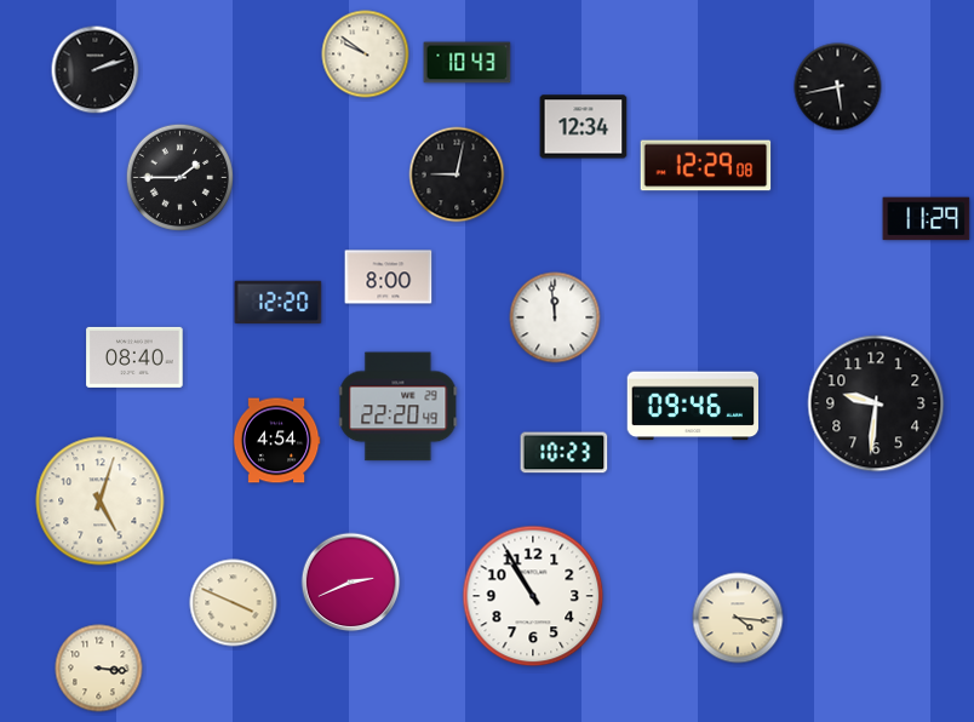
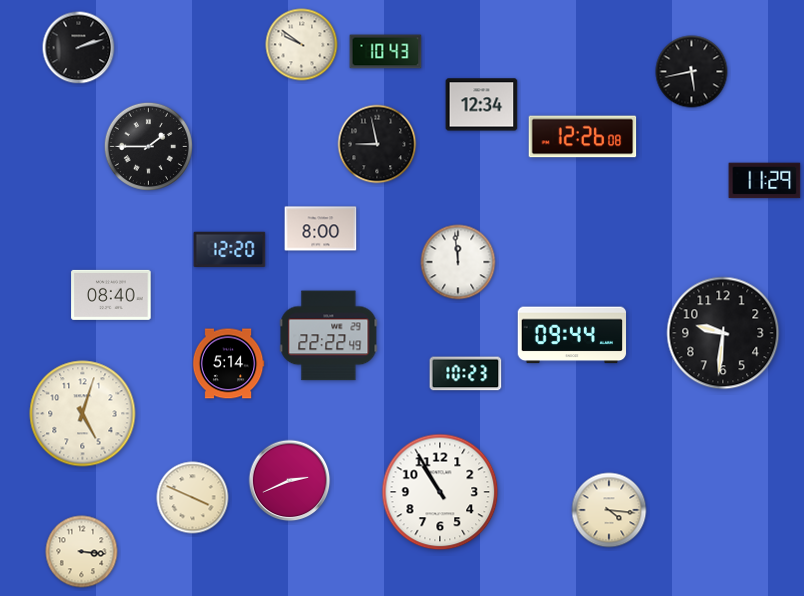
clock at (96, 70) position: (96, 70) -> (79, 48)
clock at (706, 166): 12:29 -> 12:26
clock at (457, 174): 9:02 -> 8:58
clock at (693, 406): 09:46 -> 09:44
clock at (399, 407): 22:20 -> 22:22
clock at (276, 441): 4:54 -> 5:14
